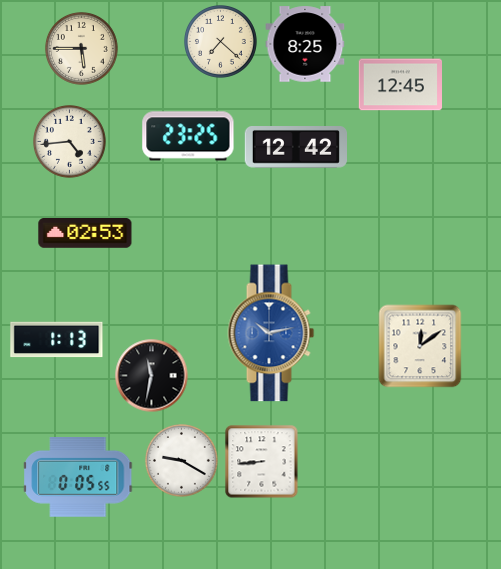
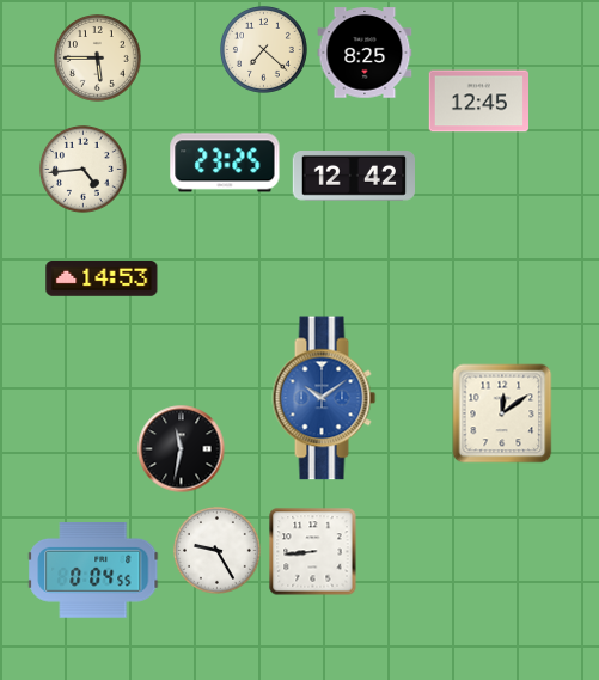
clock at (85, 234): 02:53 -> 14:53
clock at (271, 333): 10:13 -> 10:09
clock at (57, 340): 1:13 -> none
clock at (182, 461): 9:20 -> 9:25
clock at (79, 478): 0:05 -> 0:04
